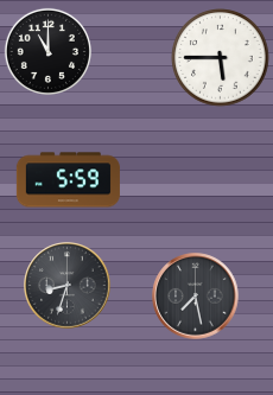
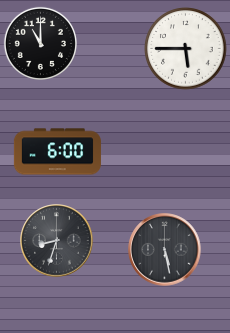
clock at (68, 180): 5:59 -> 6:00
clock at (196, 297): 7:28 -> 5:28
